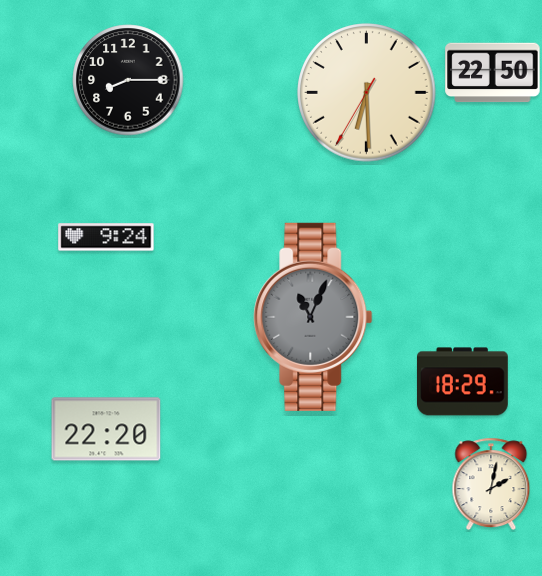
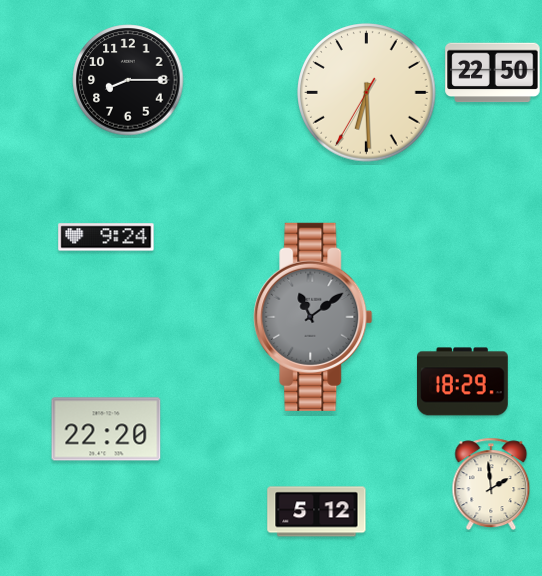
clock at (313, 317): 11:04 -> 11:09
clock at (491, 484): 2:02 -> 1:59
clock at (317, 512): none -> 5:12
